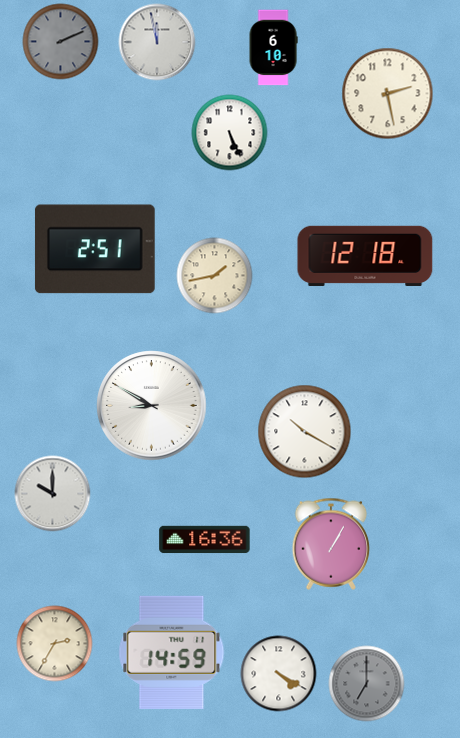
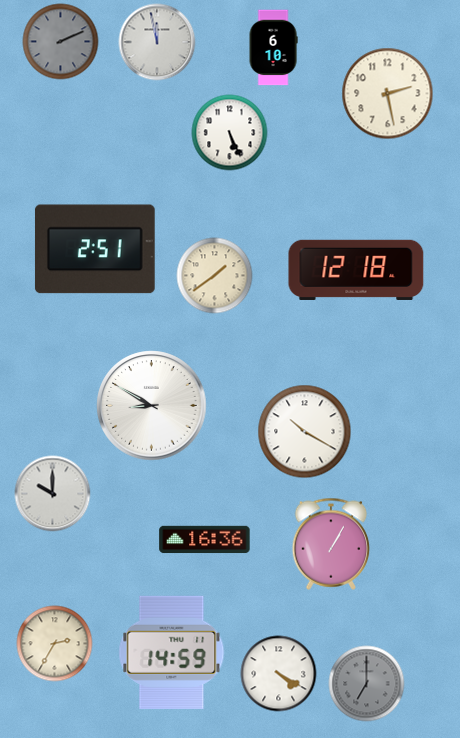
clock at (365, 256) position: (365, 256) -> (356, 270)
clock at (215, 276): 1:43 -> 1:39
